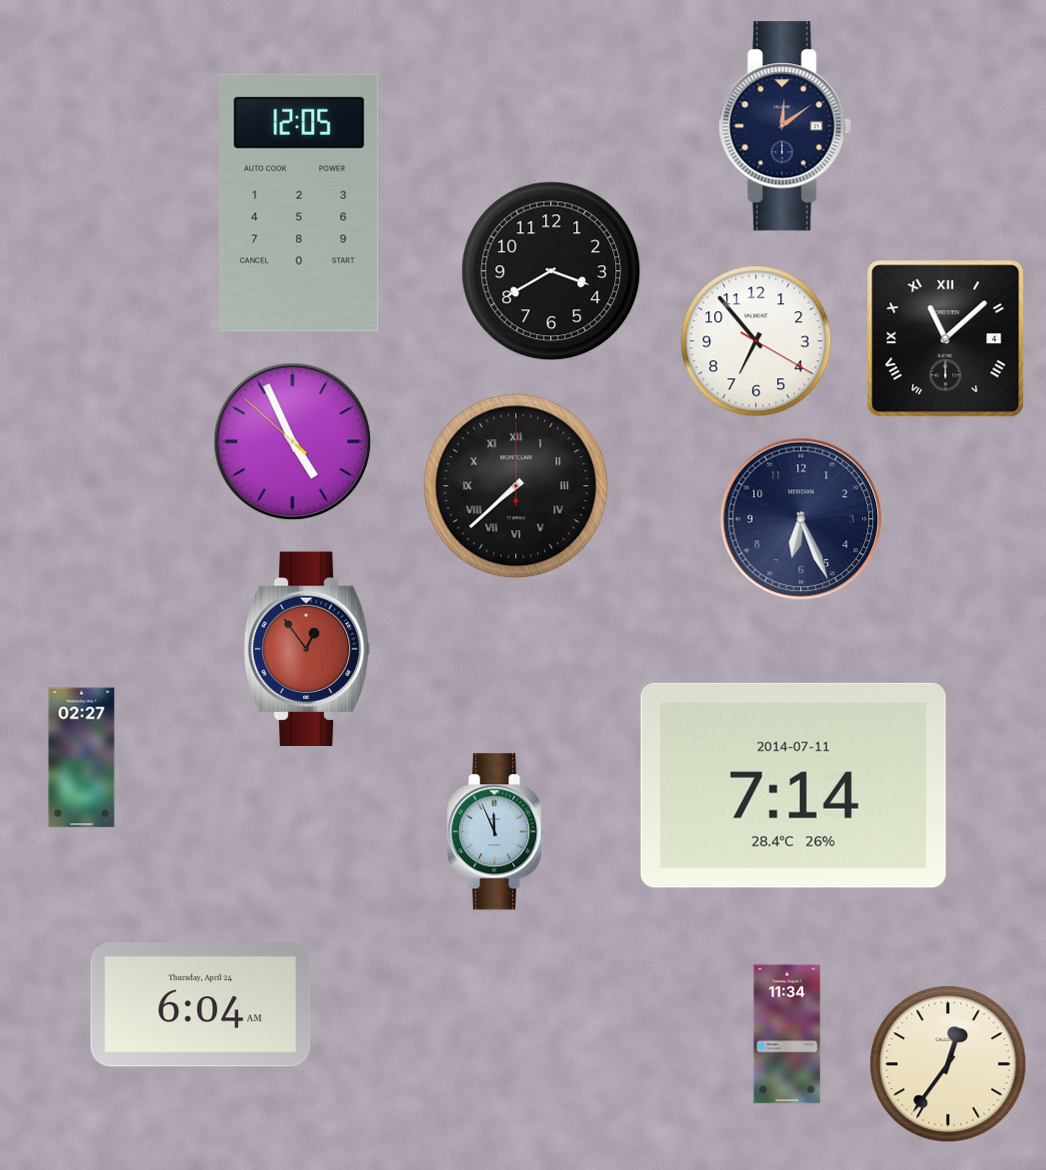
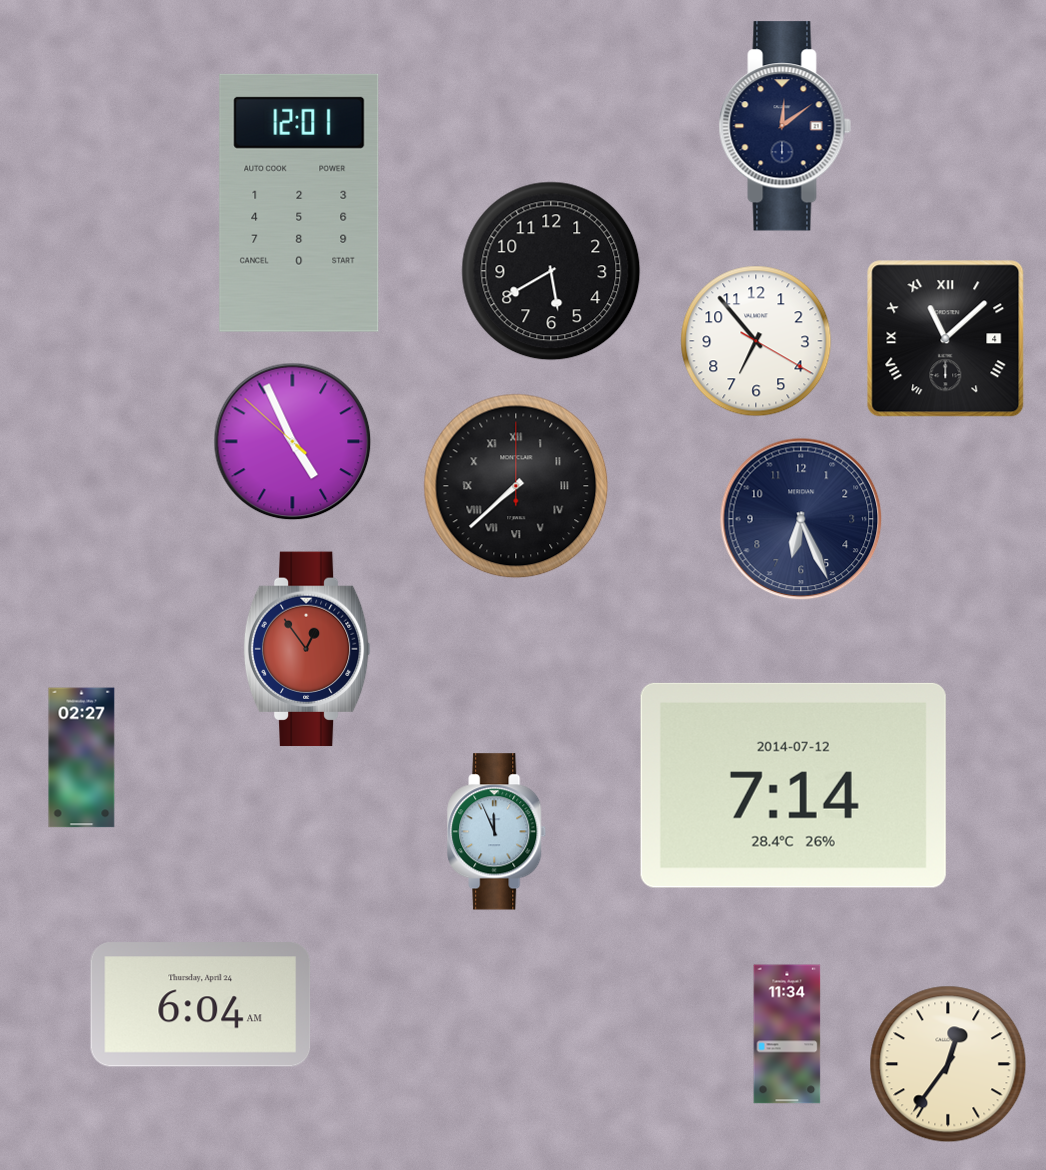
clock at (299, 203): 12:05 -> 12:01
clock at (551, 271): 3:40 -> 5:40
clock at (793, 785) date: 2014-07-11 -> 2014-07-12
